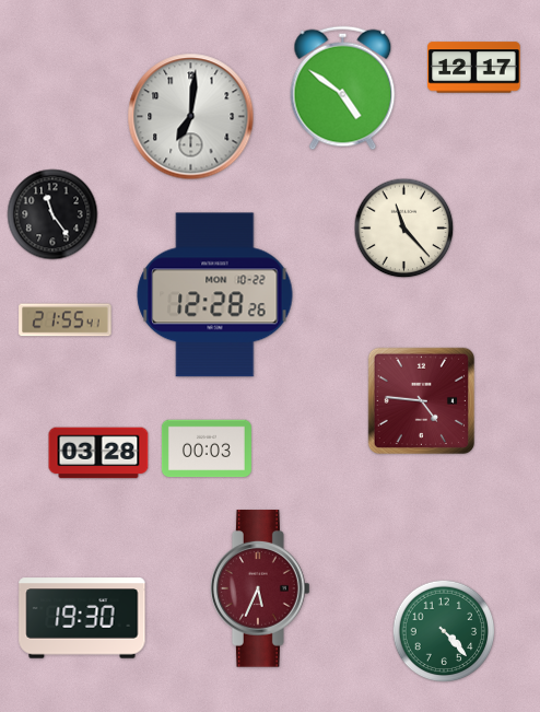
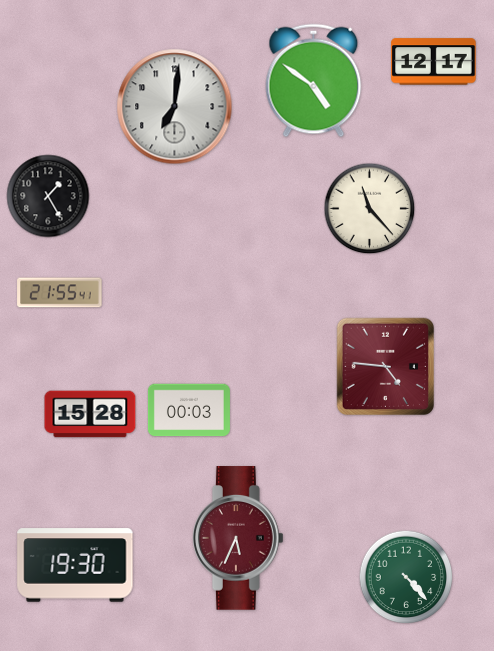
clock at (52, 214): 11:24 -> 1:25
clock at (215, 295): 12:28 -> none
clock at (98, 453): 03:28 -> 15:28
